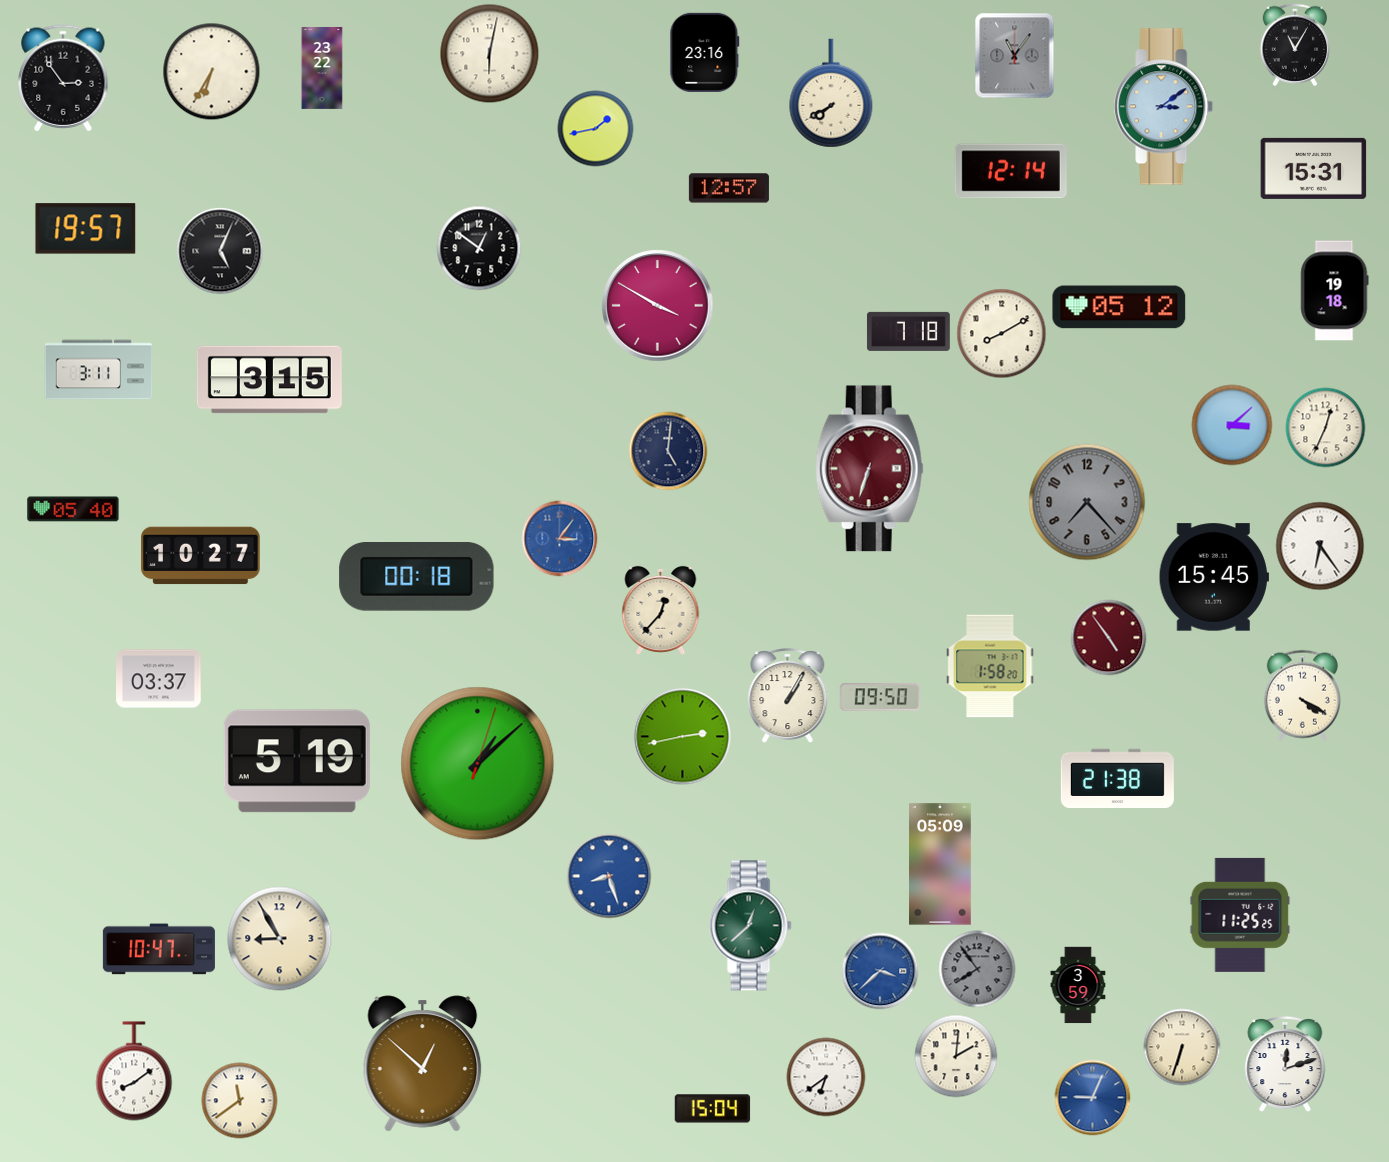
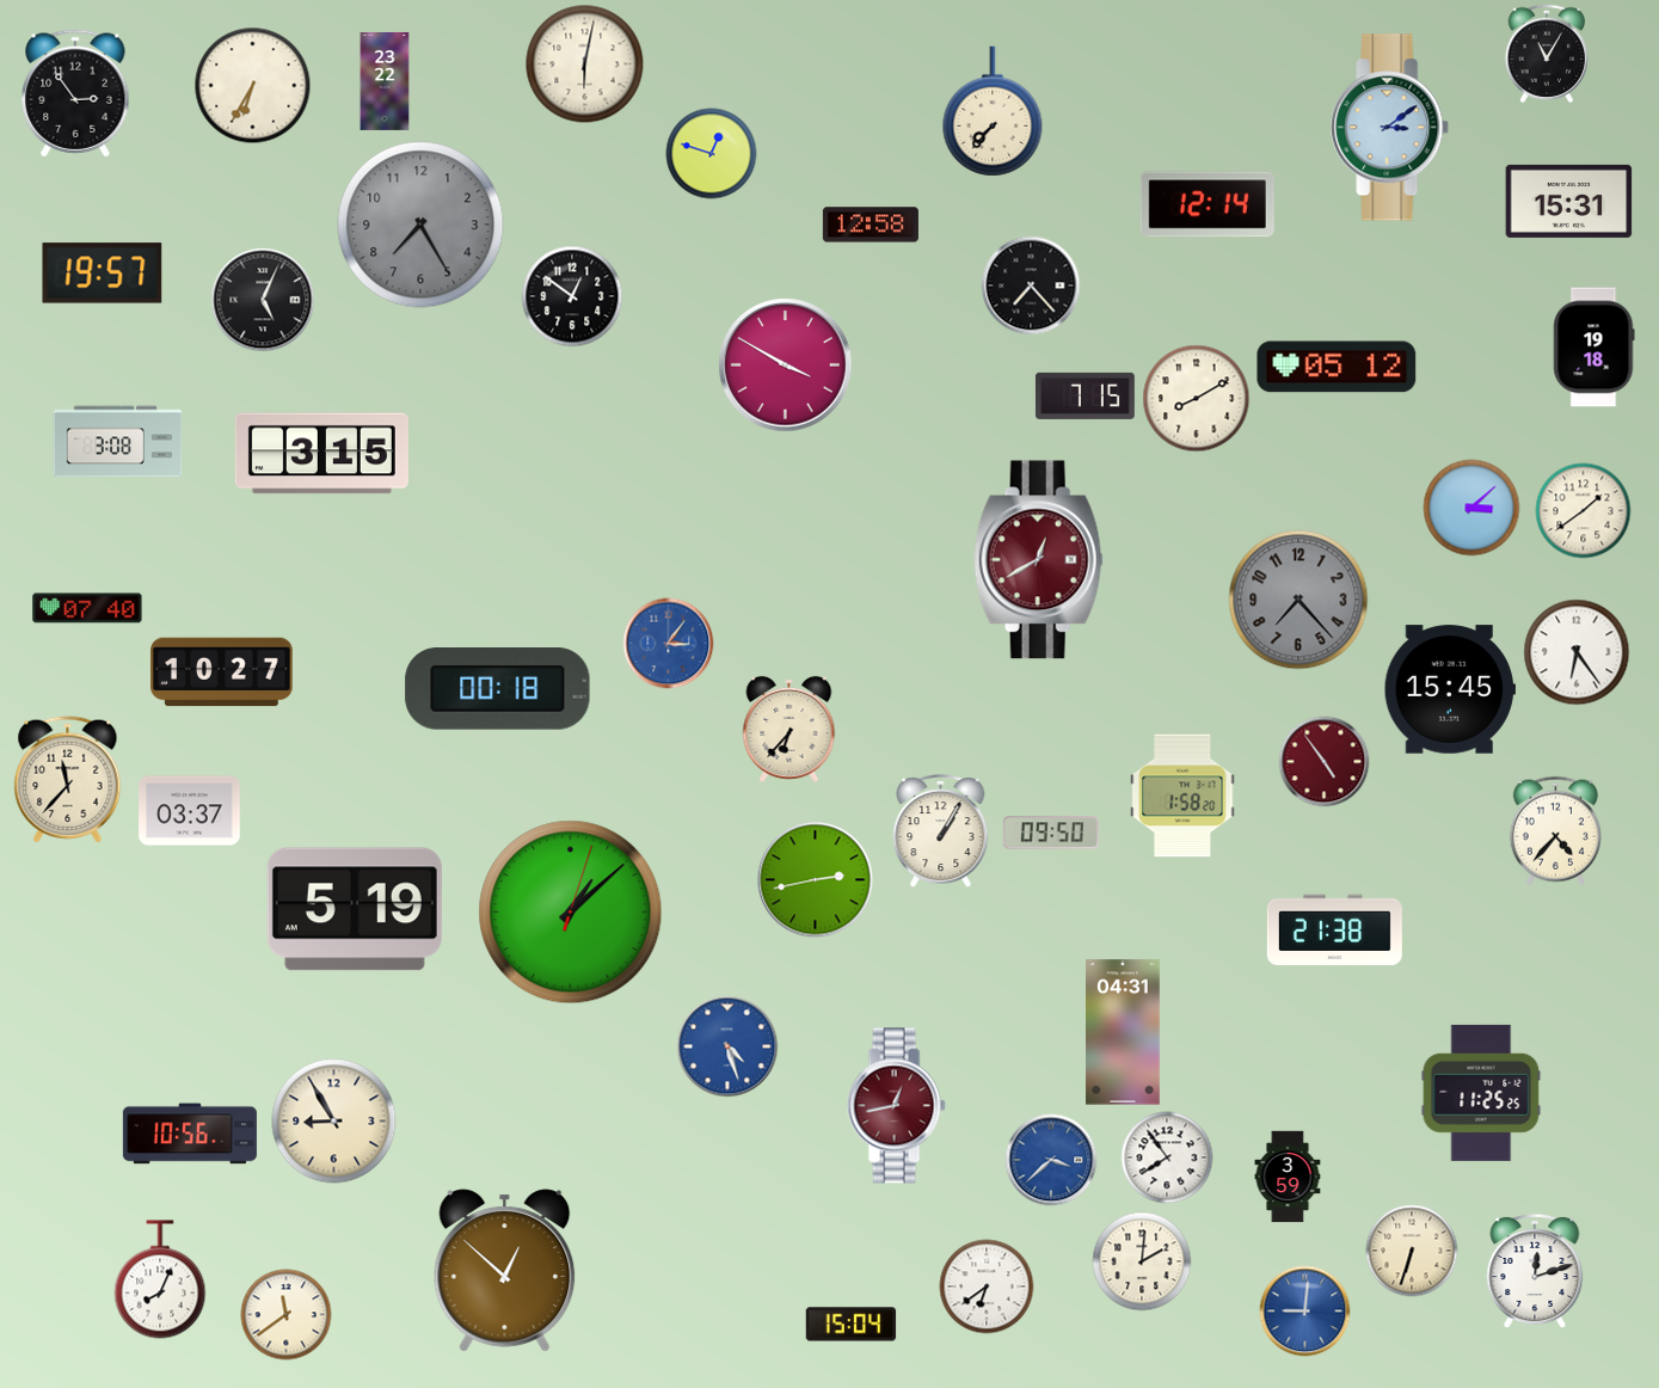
clock at (705, 52): 23:16 -> none
clock at (1015, 56): 11:06 -> none
clock at (831, 93): 7:40 -> 7:37
clock at (596, 129): 1:43 -> 12:48
clock at (420, 225): none -> 7:25
clock at (729, 188): 12:57 -> 12:58
clock at (1031, 285): none -> 7:23
clock at (908, 331): 7:18 -> 7:15
clock at (99, 370): 3:11 -> 3:08
clock at (1326, 428): 12:34 -> 1:39
clock at (668, 451): 5:01 -> none
clock at (869, 469): 6:33 -> 12:40
clock at (73, 509): 05:40 -> 07:40
clock at (201, 556) position: (201, 556) -> (222, 672)
clock at (661, 610): 12:37 -> 6:37
clock at (68, 780): none -> 11:37
clock at (1302, 695): 4:20 -> 4:37
clock at (940, 864): 05:09 -> 04:31
clock at (609, 876): 8:27 -> 4:27
clock at (750, 926): 12:38 -> 12:43
clock at (750, 926) dial: green -> burgundy
clock at (159, 949): 10:47 -> 10:56
clock at (977, 969) dial: grey -> white
clock at (134, 1071): 8:09 -> 8:04
clock at (1093, 1098): 9:04 -> 9:01
